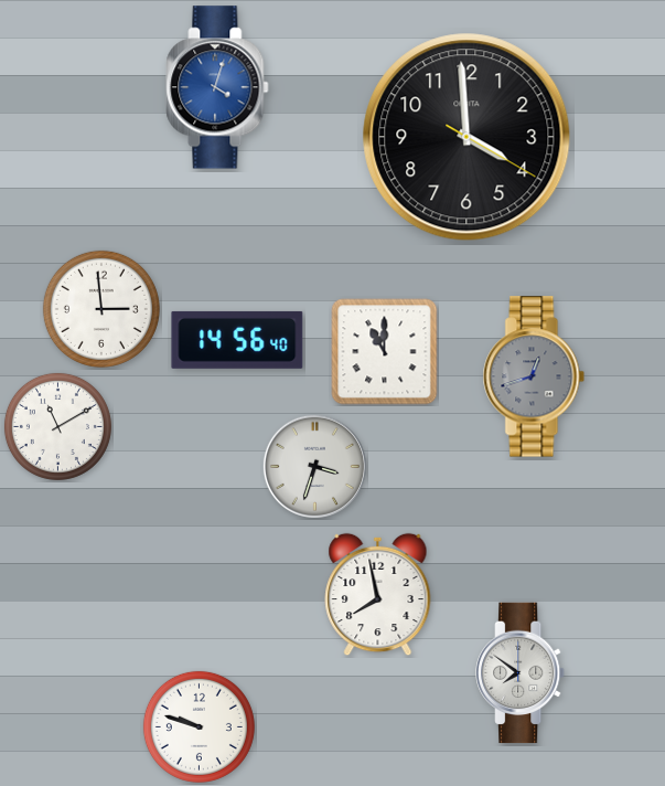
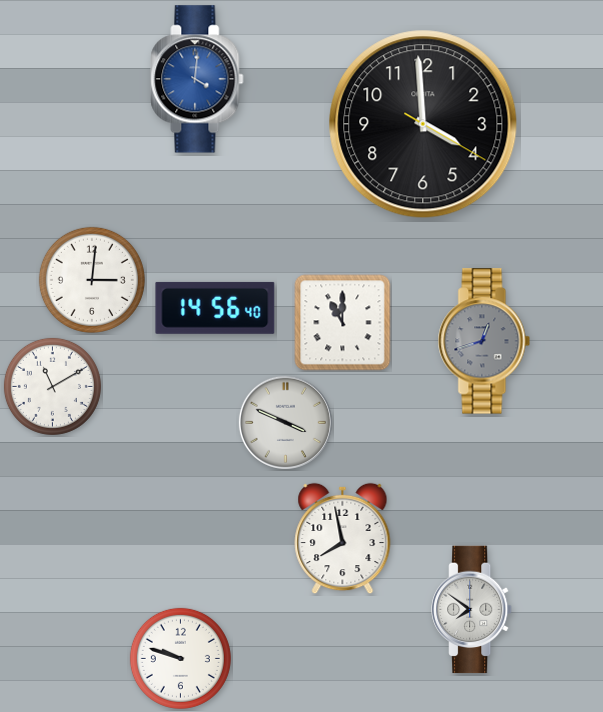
clock at (217, 87): 4:03 -> 4:01
clock at (101, 309): 2:59 -> 3:01
clock at (385, 352) position: (385, 352) -> (343, 323)
clock at (314, 466): 3:33 -> 3:49
